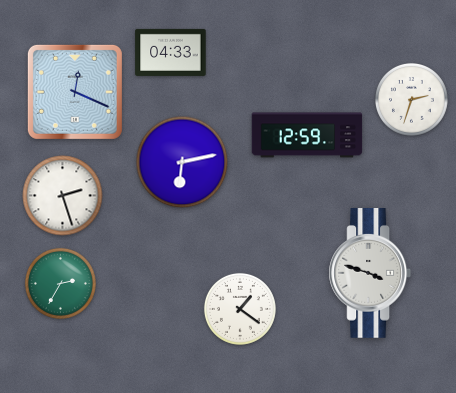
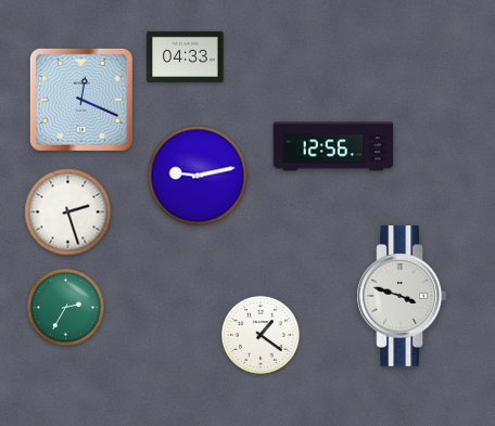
clock at (411, 99): 2:33 -> none
clock at (307, 135): 12:59 -> 12:56
clock at (182, 162): 6:13 -> 9:13
